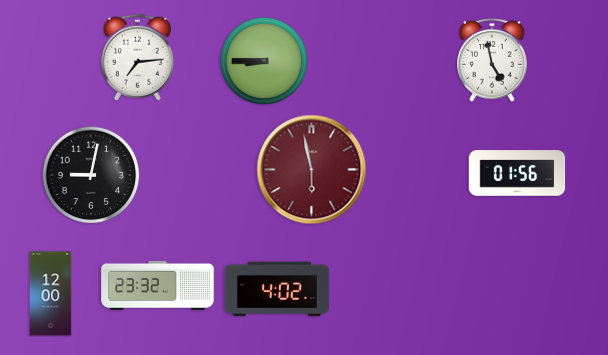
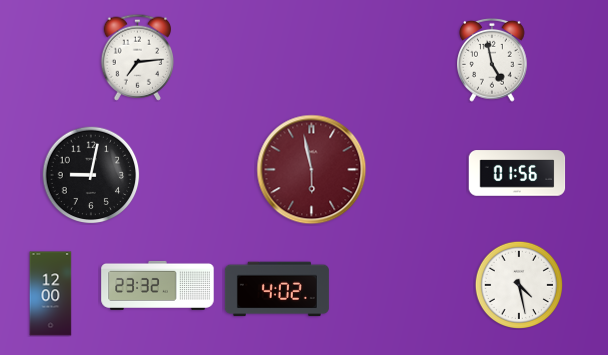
clock at (263, 60): 8:45 -> none
clock at (518, 284): none -> 4:28
